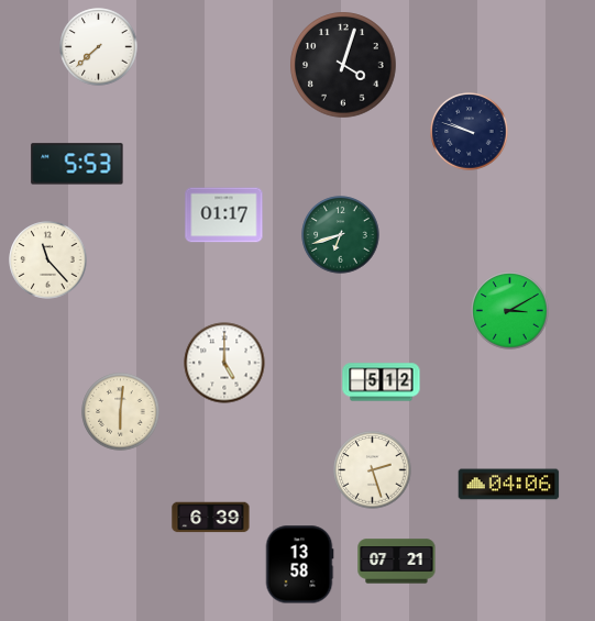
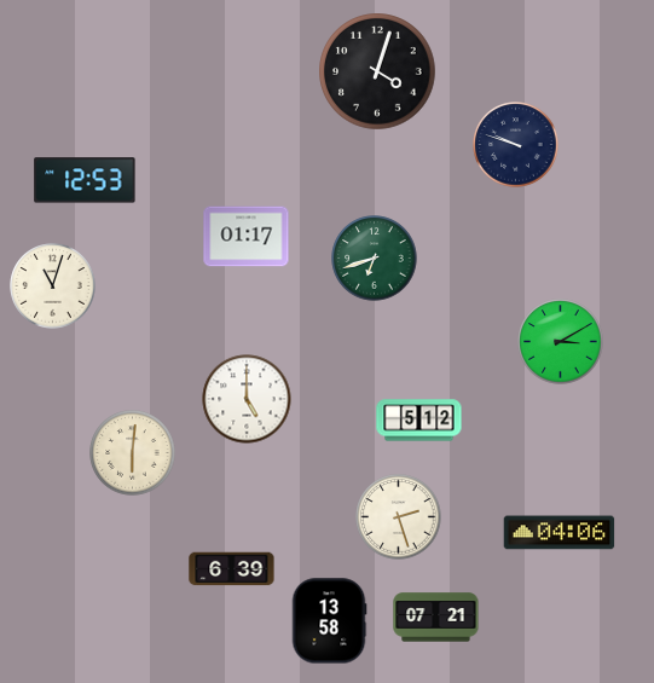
clock at (99, 47): 7:38 -> none
clock at (77, 164): 5:53 -> 12:53
clock at (48, 260): 11:23 -> 11:03
clock at (373, 470) position: (373, 470) -> (399, 517)
